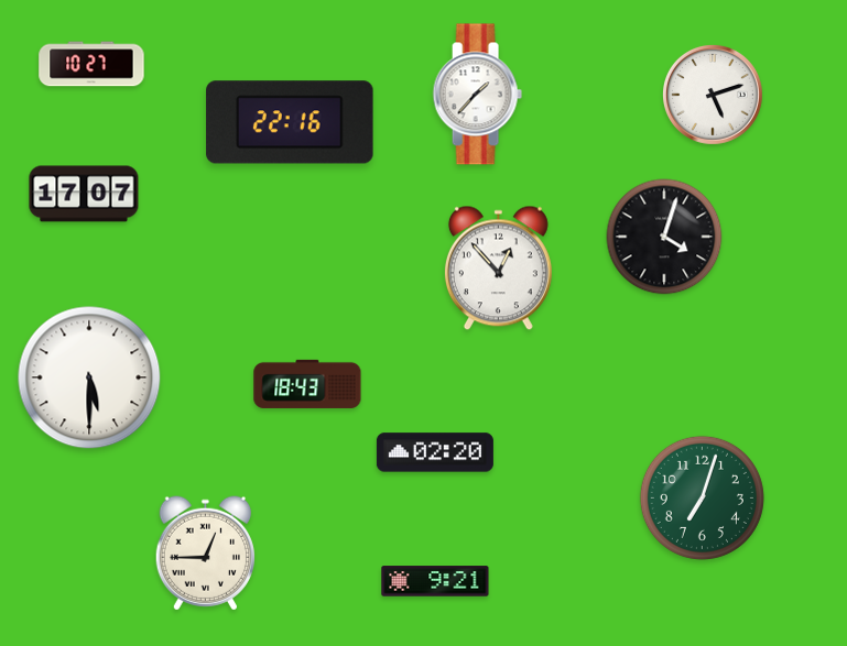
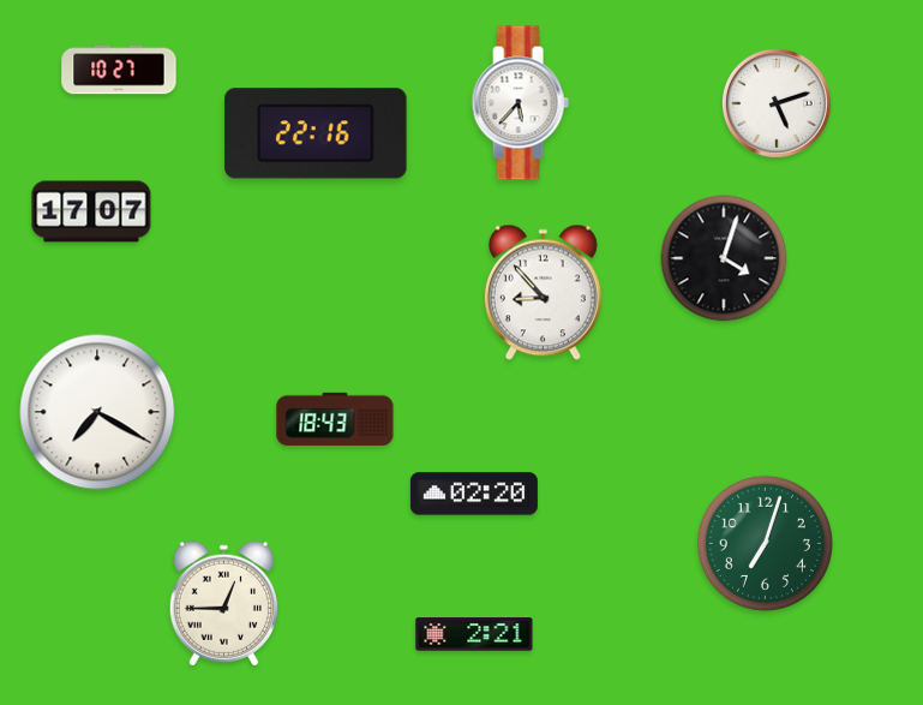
clock at (91, 64) position: (91, 64) -> (119, 70)
clock at (477, 95): 1:37 -> 5:37
clock at (498, 269): 12:53 -> 8:53
clock at (89, 377): 5:30 -> 7:20
clock at (435, 581): 9:21 -> 2:21
